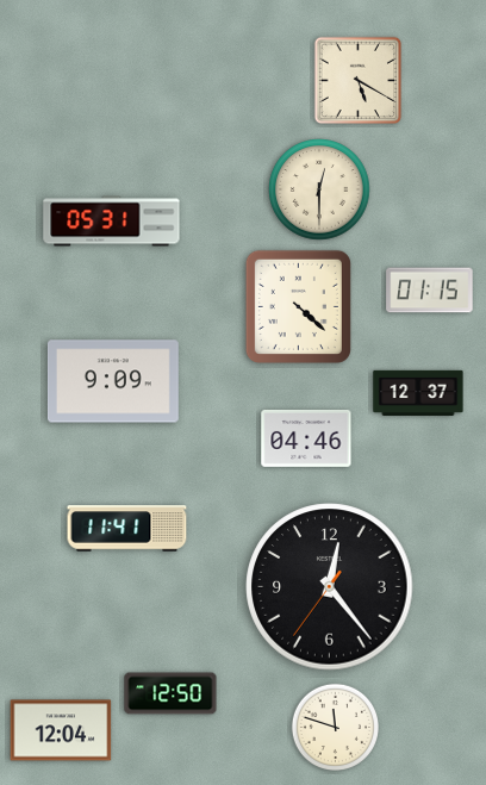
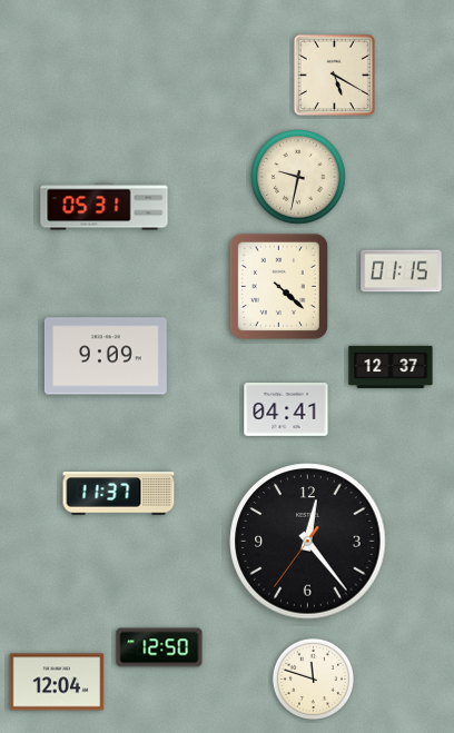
clock at (319, 189): 12:30 -> 9:32
clock at (306, 438): 04:46 -> 04:41
clock at (127, 529): 11:41 -> 11:37
clock at (330, 587) position: (330, 587) -> (308, 542)
